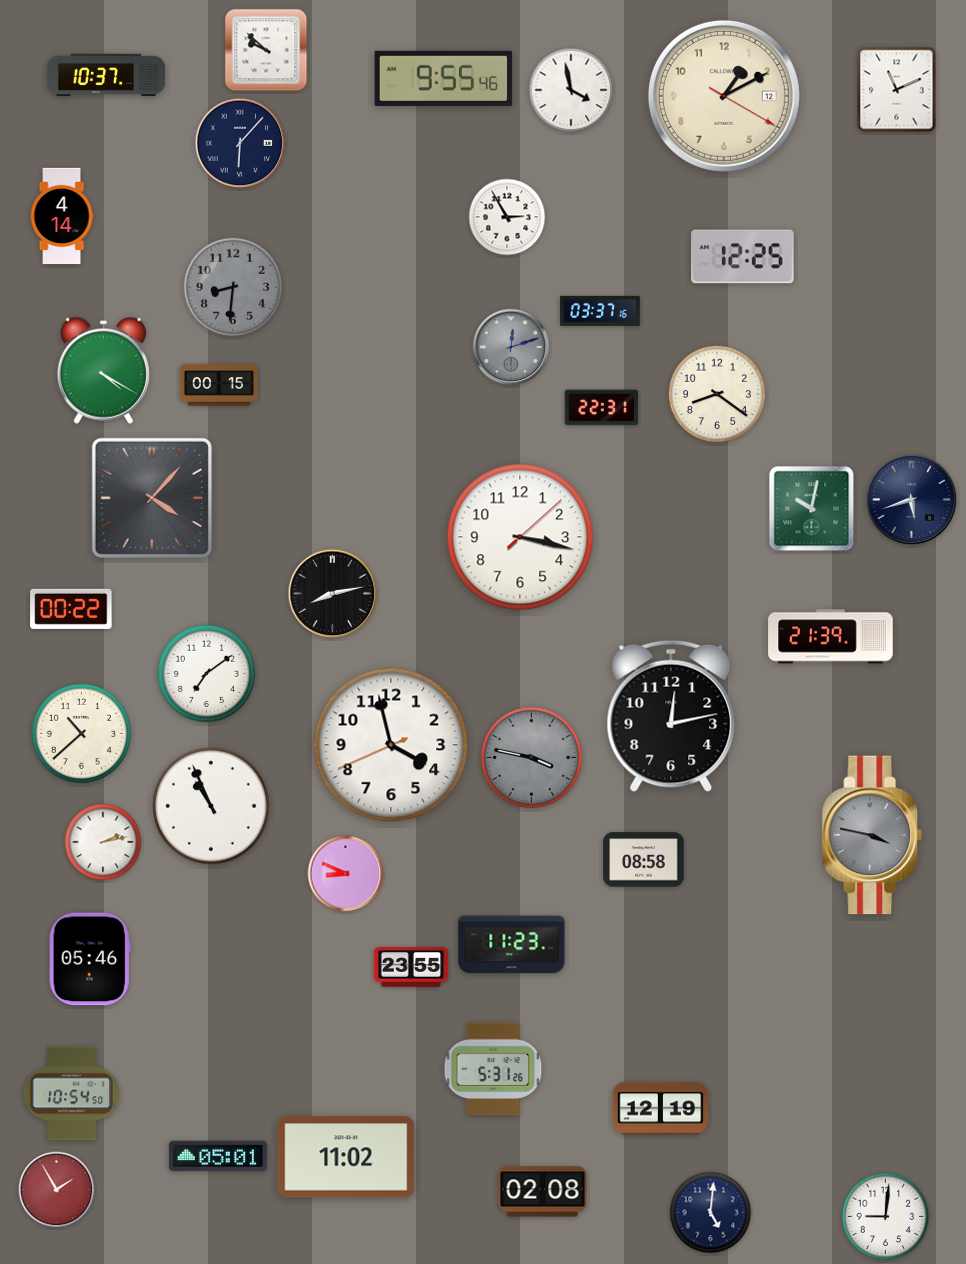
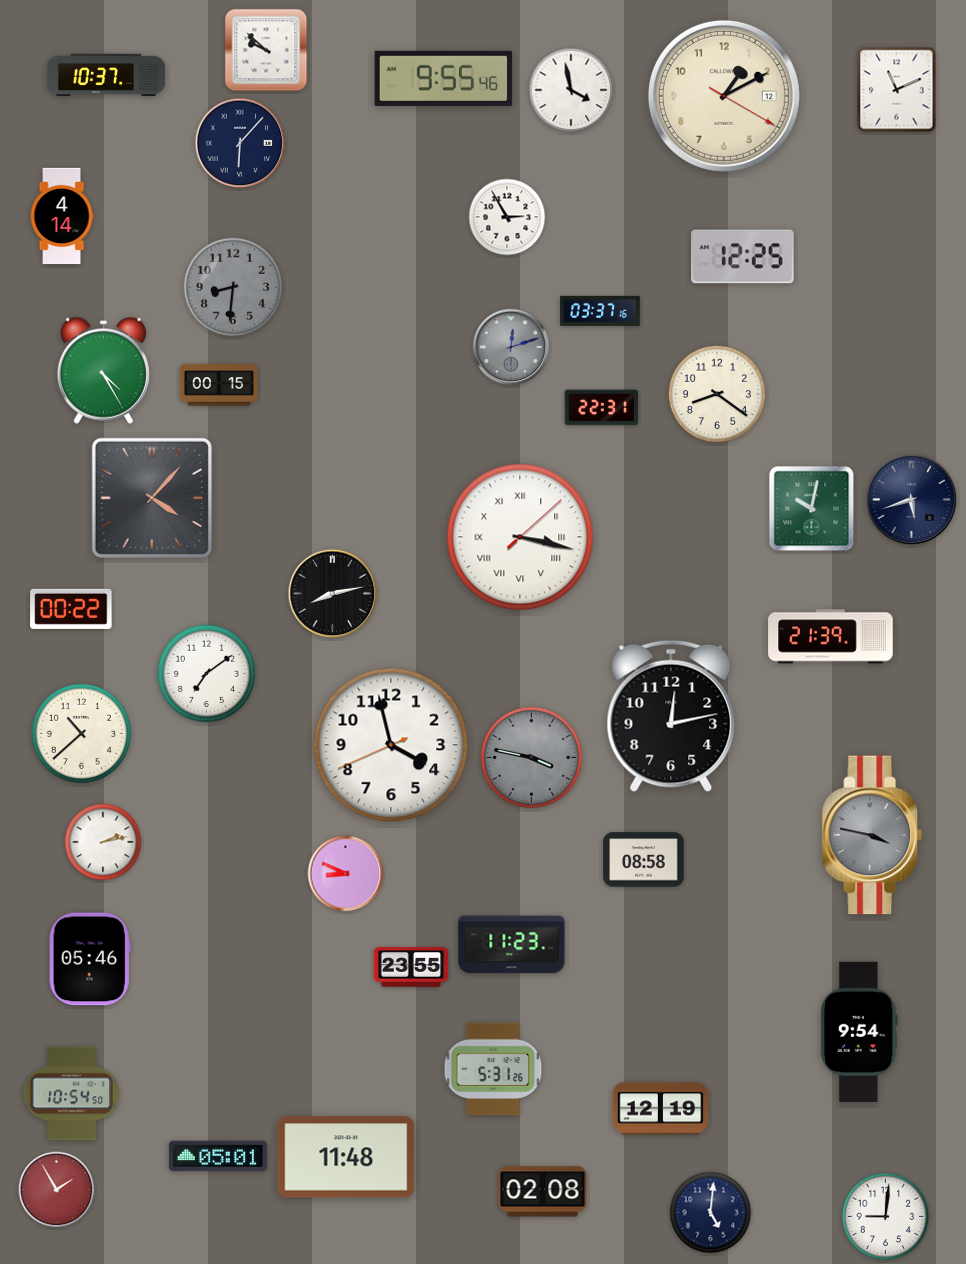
clock at (103, 370): 4:20 -> 4:25
clock at (520, 537) numerals: Arabic -> Roman
clock at (211, 806): 10:56 -> none
clock at (859, 1032): none -> 9:54
clock at (346, 1157): 11:02 -> 11:48
